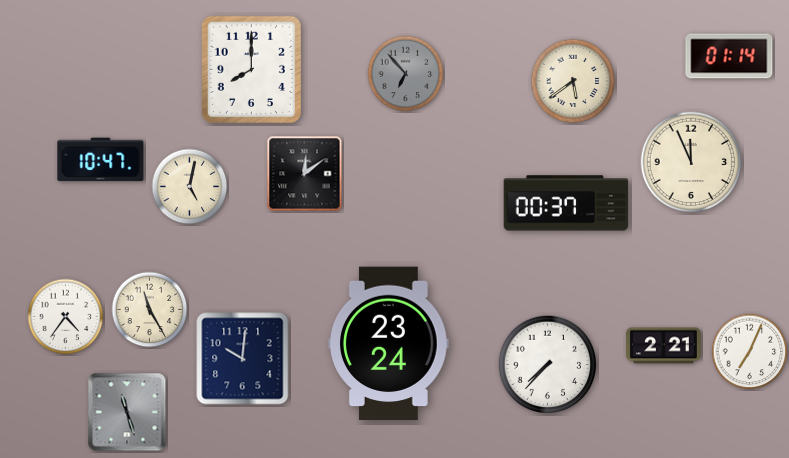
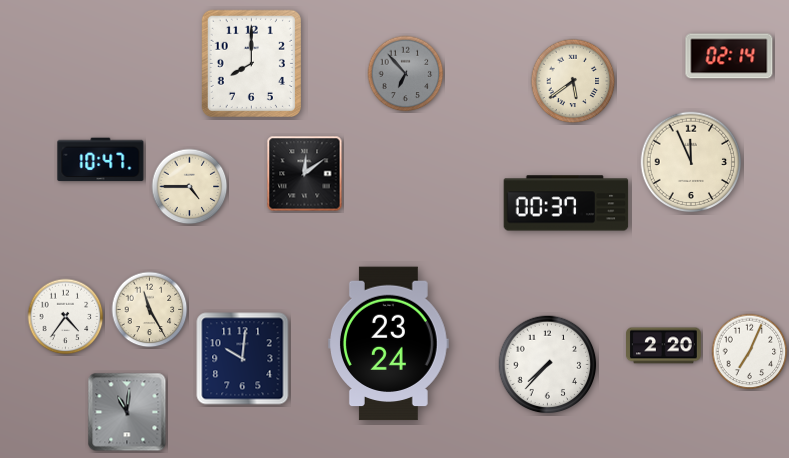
clock at (729, 56): 01:14 -> 02:14
clock at (251, 69) position: (251, 69) -> (251, 63)
clock at (190, 187): 5:02 -> 4:45
clock at (664, 346): 2:21 -> 2:20
clock at (127, 412): 11:27 -> 11:01
